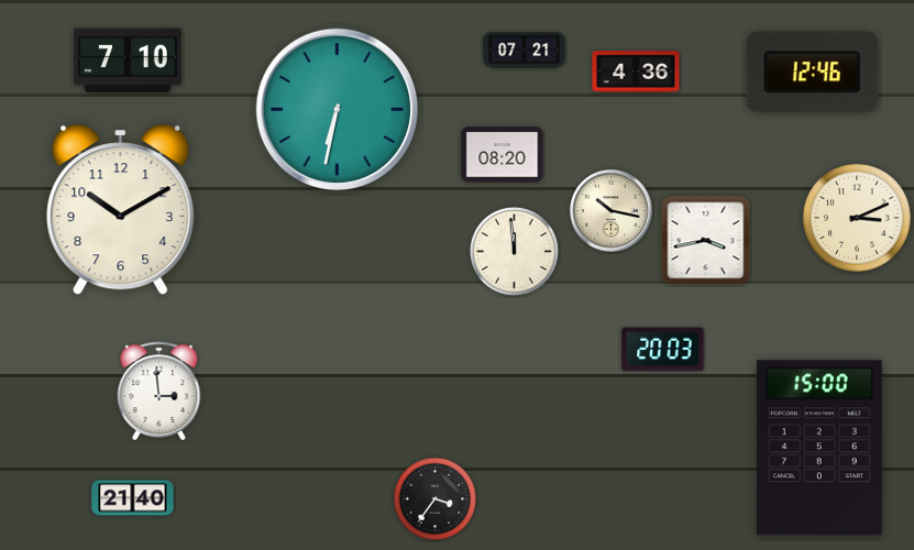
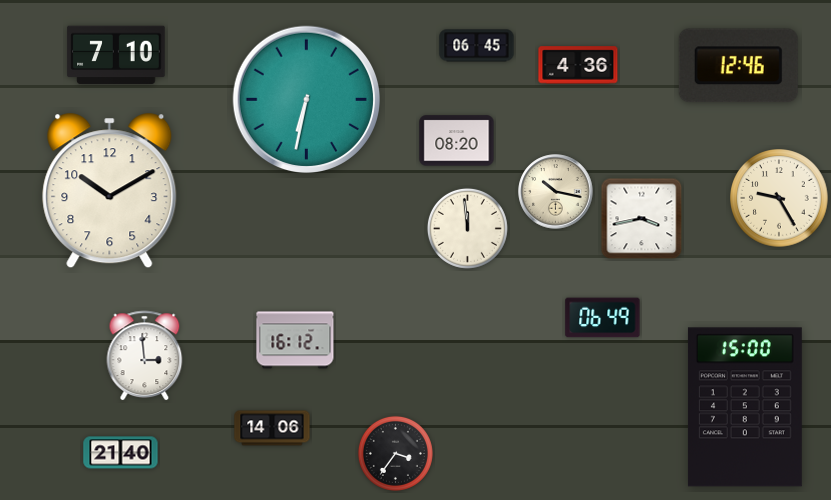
clock at (525, 51): 07:21 -> 06:45
clock at (857, 218): 3:11 -> 9:25
clock at (663, 350): 20:03 -> 06:49
clock at (295, 340): none -> 16:12
clock at (272, 428): none -> 14:06
